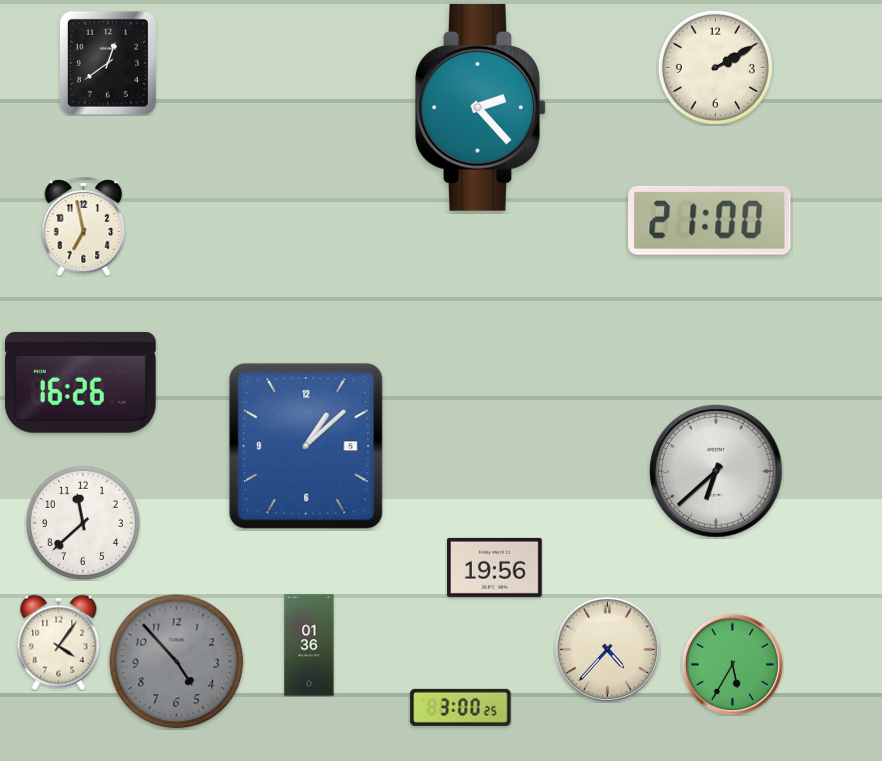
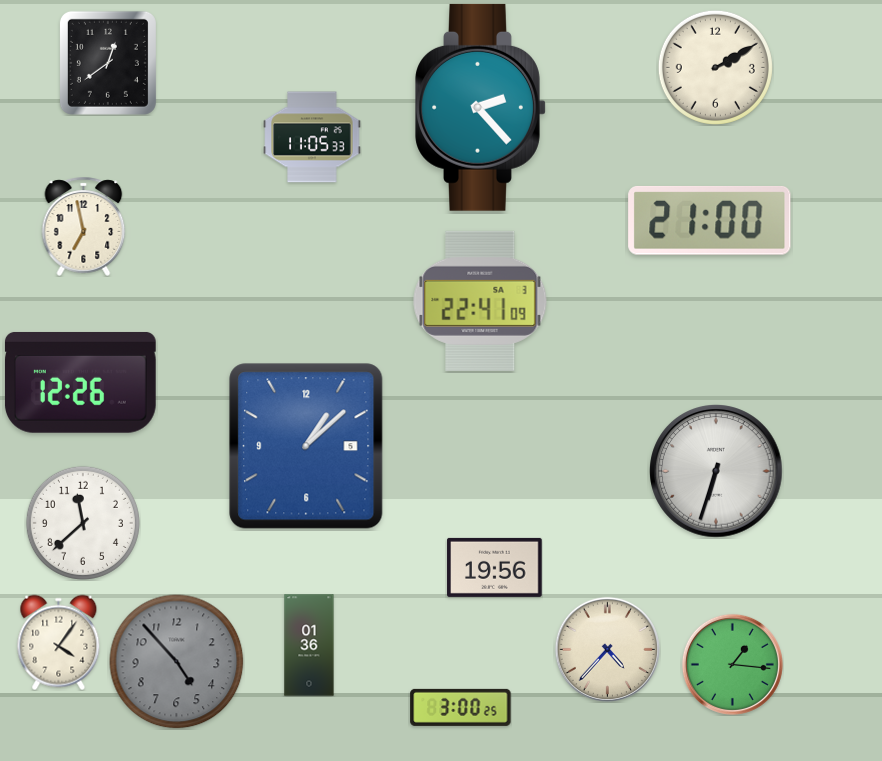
clock at (312, 137): none -> 11:05
clock at (480, 301): none -> 22:41
clock at (80, 382): 16:26 -> 12:26
clock at (716, 471): 6:38 -> 6:33
clock at (732, 664): 5:35 -> 1:16
